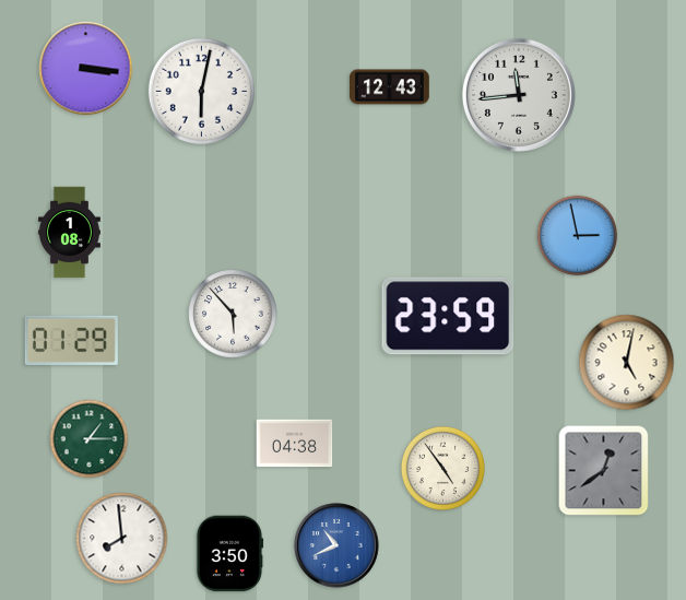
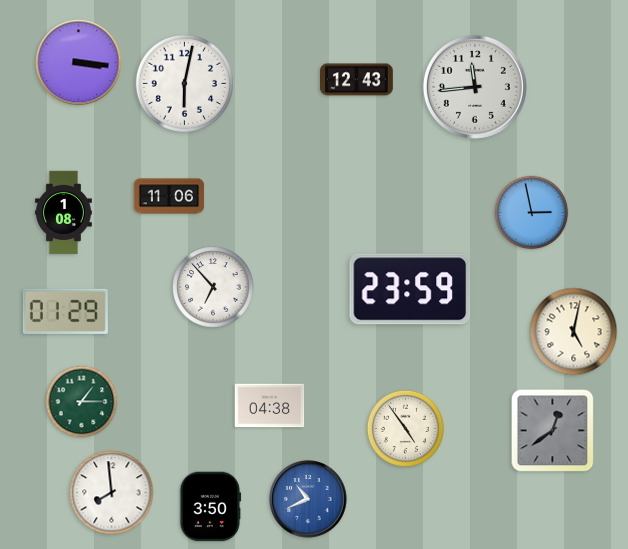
clock at (169, 196): none -> 11:06
clock at (578, 236) position: (578, 236) -> (532, 213)
clock at (233, 314): 5:53 -> 6:53
